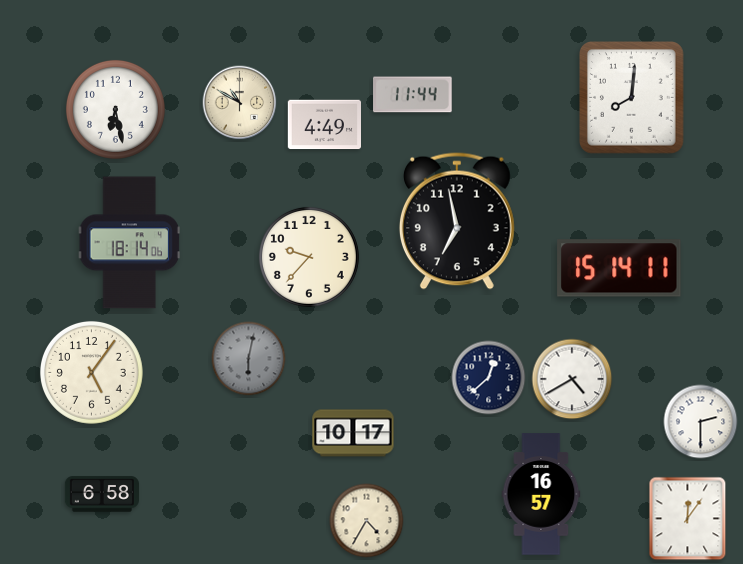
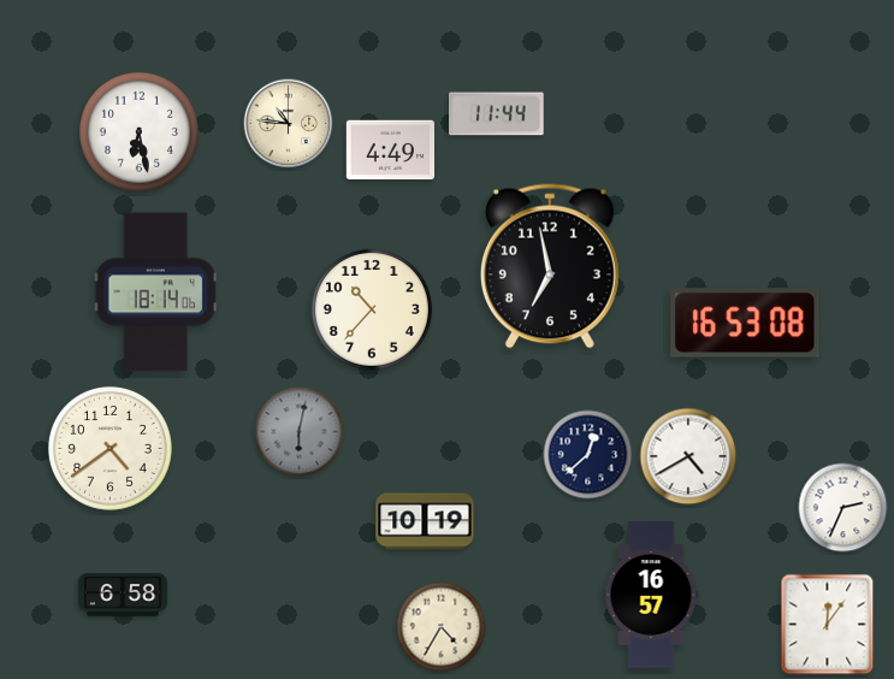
clock at (632, 98): 8:01 -> none
clock at (240, 103): 10:50 -> 10:46
clock at (309, 257): 9:37 -> 10:37
clock at (619, 268): 15:14 -> 16:53
clock at (91, 372): 5:06 -> 4:39
clock at (701, 422): 2:30 -> 2:34
clock at (353, 433): 10:17 -> 10:19
